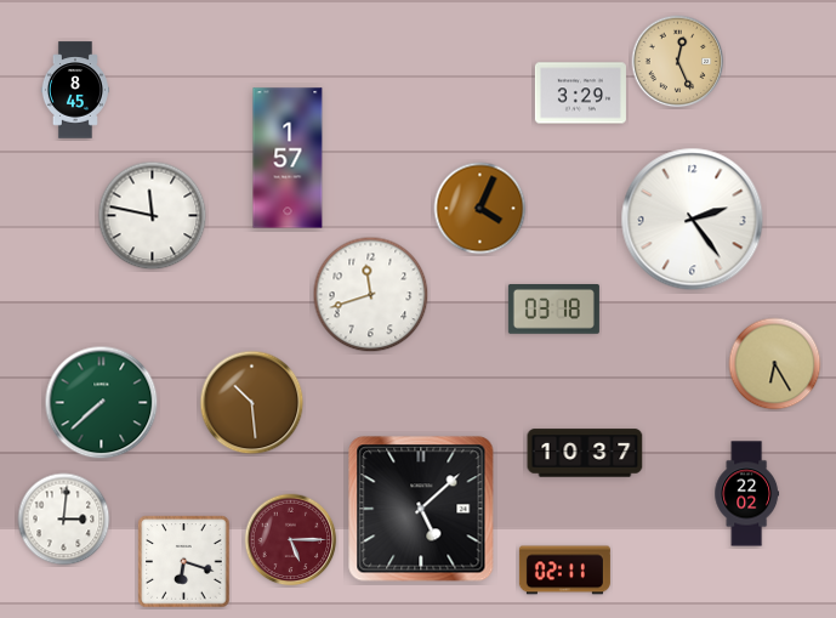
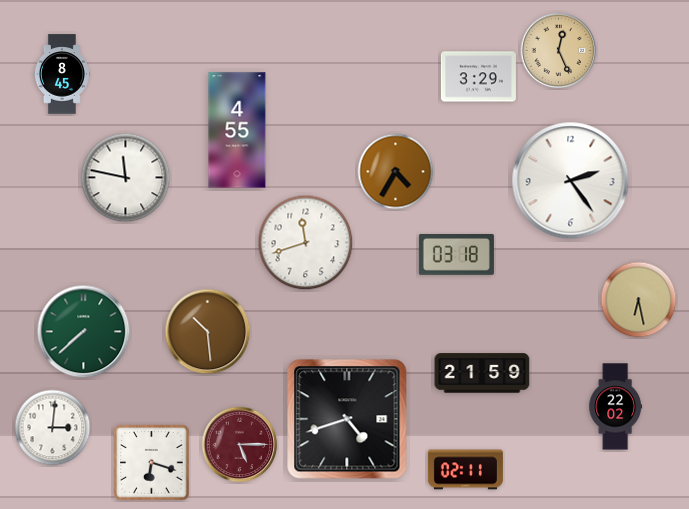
clock at (288, 158): 1:57 -> 4:55
clock at (480, 209): 4:04 -> 4:35
clock at (775, 364): 6:25 -> 6:28
clock at (585, 453): 10:37 -> 21:59
clock at (421, 509): 5:08 -> 4:42
